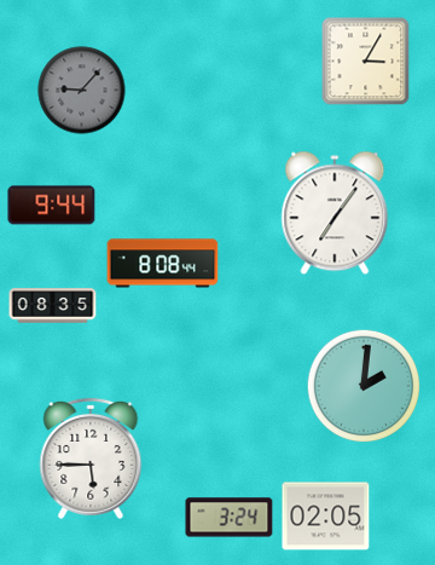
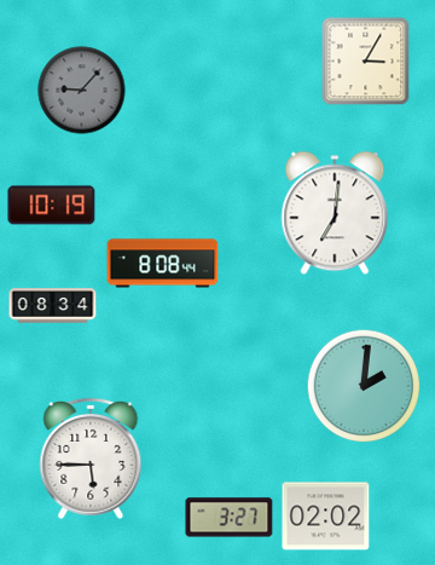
clock at (52, 206): 9:44 -> 10:19
clock at (335, 213): 7:06 -> 7:01
clock at (53, 306): 08:35 -> 08:34
clock at (326, 517): 02:05 -> 02:02
clock at (230, 518): 3:24 -> 3:27
